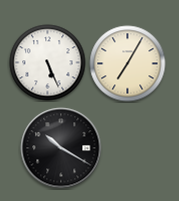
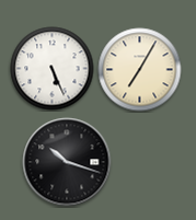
clock at (61, 148): 10:20 -> 10:18
